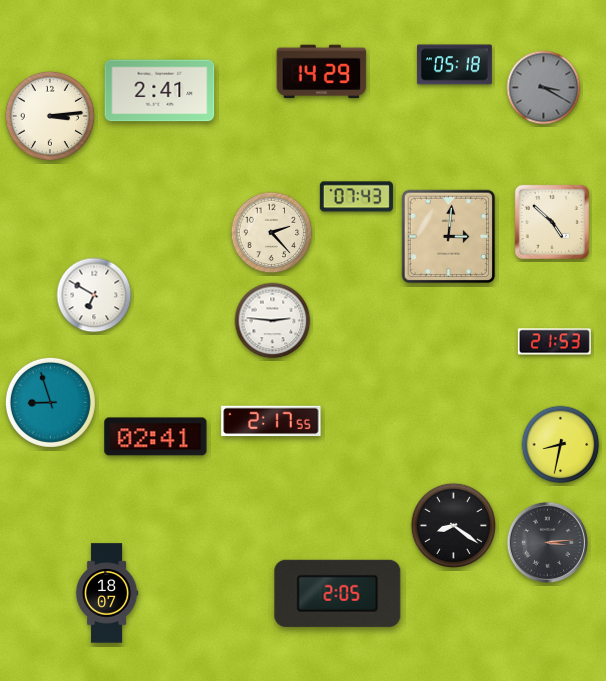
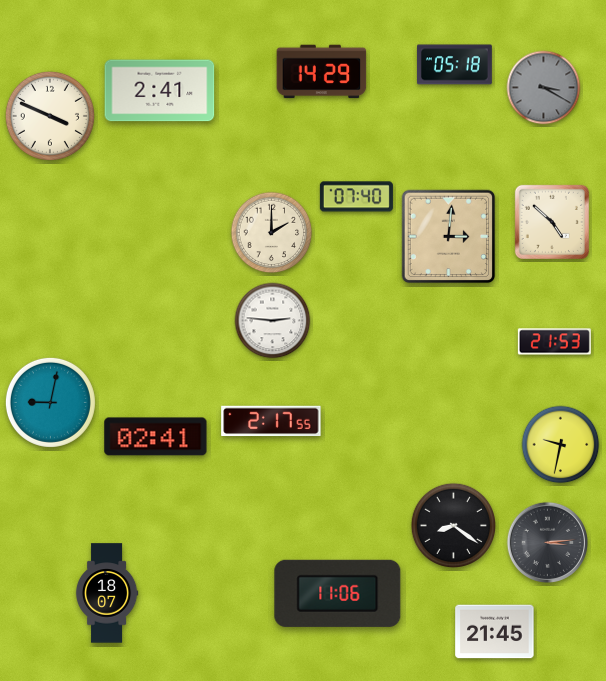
clock at (50, 116): 3:14 -> 3:49
clock at (356, 197): 07:43 -> 07:40
clock at (272, 233): 2:23 -> 2:00
clock at (94, 295): 6:50 -> none
clock at (50, 402): 8:57 -> 9:02
clock at (561, 445): 8:32 -> 9:32
clock at (338, 593): 2:05 -> 11:06
clock at (495, 632): none -> 21:45
